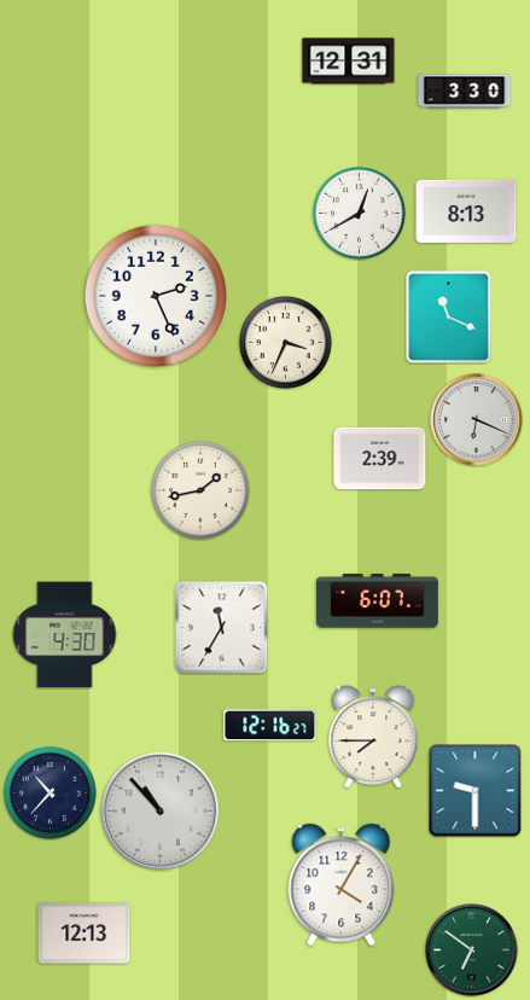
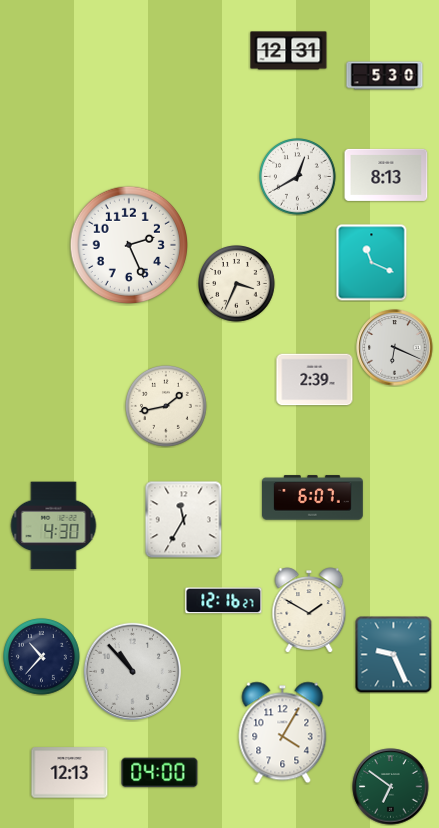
clock at (465, 92): 3:30 -> 5:30
clock at (373, 737): 7:45 -> 1:50
clock at (476, 791): 9:30 -> 9:26
clock at (160, 773): none -> 04:00
